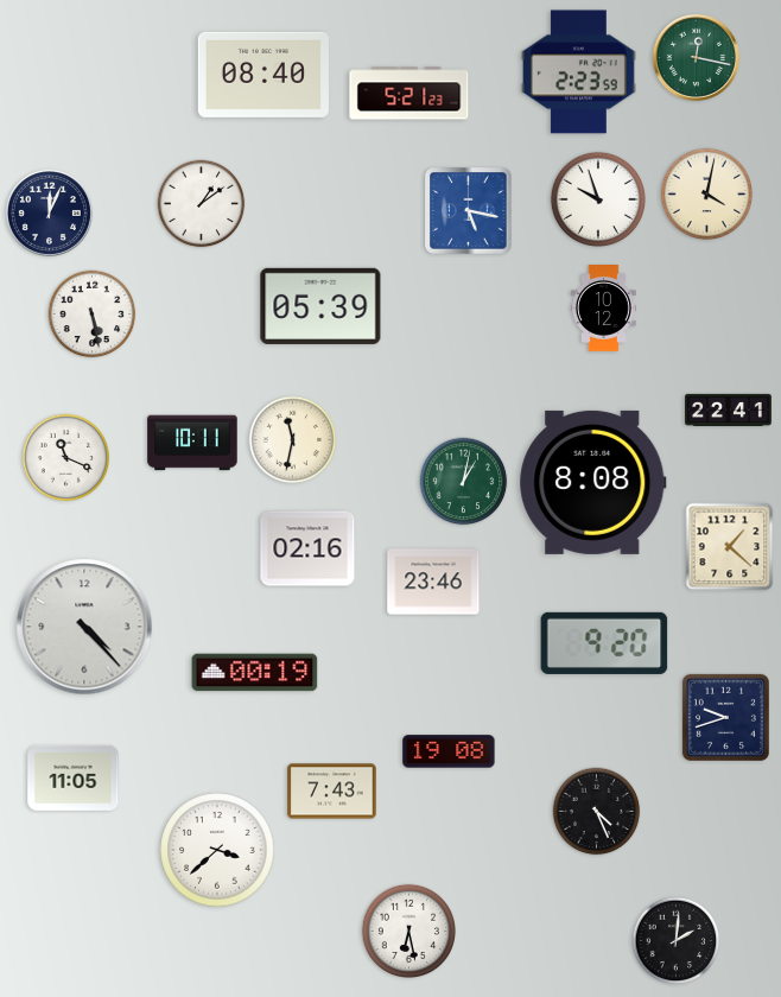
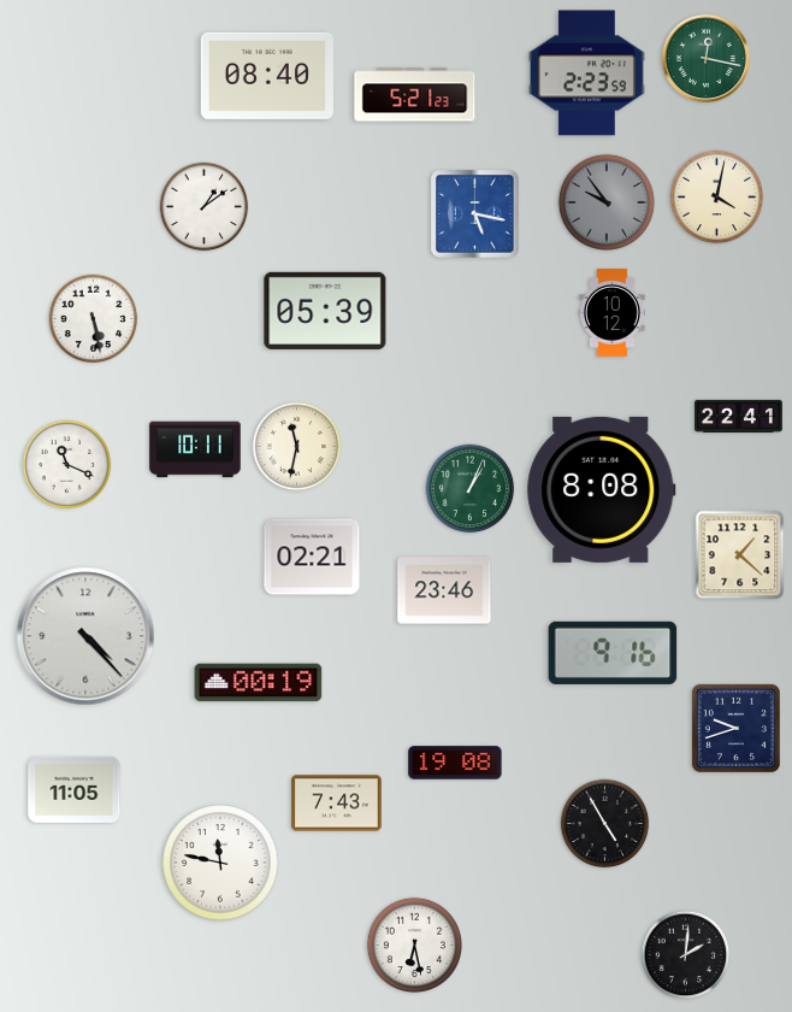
clock at (598, 199): 9:57 -> 9:54
clock at (598, 199) dial: white -> grey
clock at (49, 212): 12:04 -> none
clock at (464, 482): 1:02 -> 1:04
clock at (307, 548): 02:16 -> 02:21
clock at (433, 582) position: (433, 582) -> (444, 590)
clock at (604, 643): 9:20 -> 9:16
clock at (597, 812): 4:26 -> 4:55
clock at (217, 850): 3:38 -> 11:47
